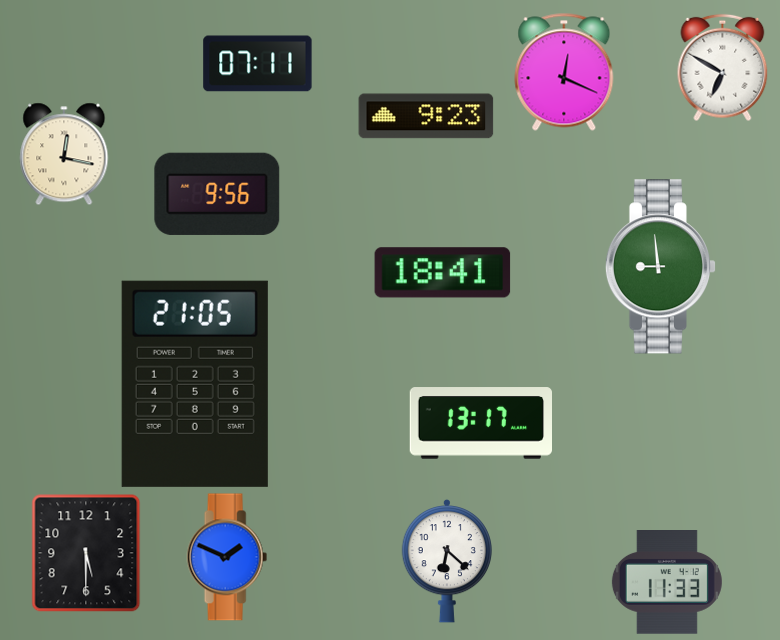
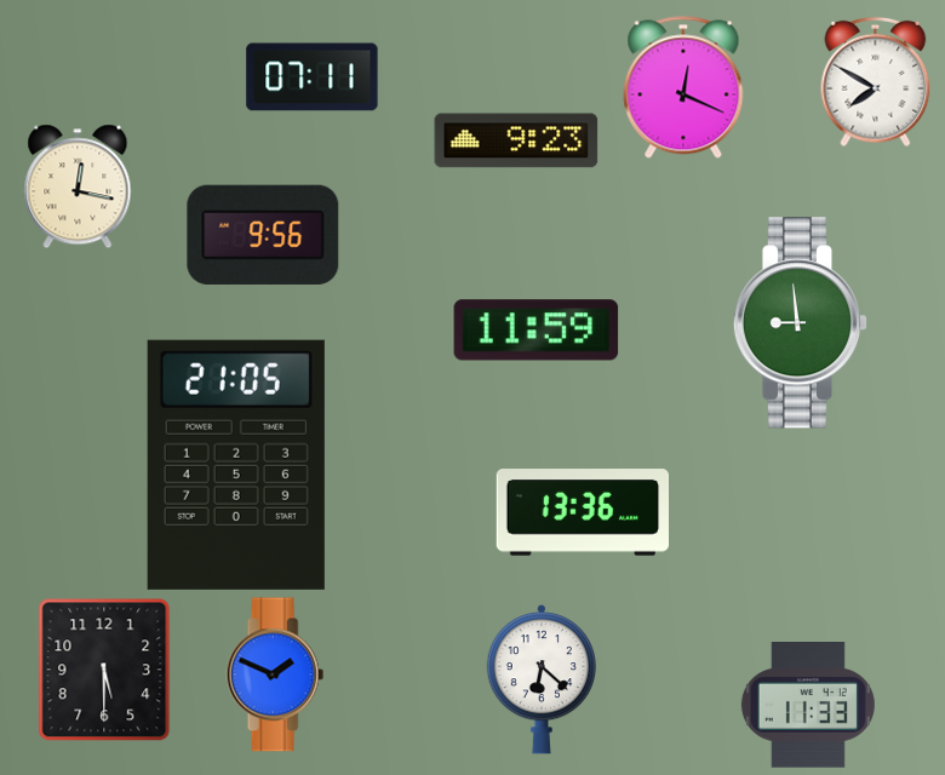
clock at (723, 67): 6:50 -> 7:50
clock at (443, 273): 18:41 -> 11:59
clock at (480, 423): 13:17 -> 13:36
